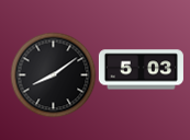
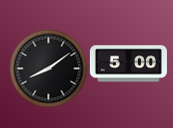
clock at (141, 70): 5:03 -> 5:00
